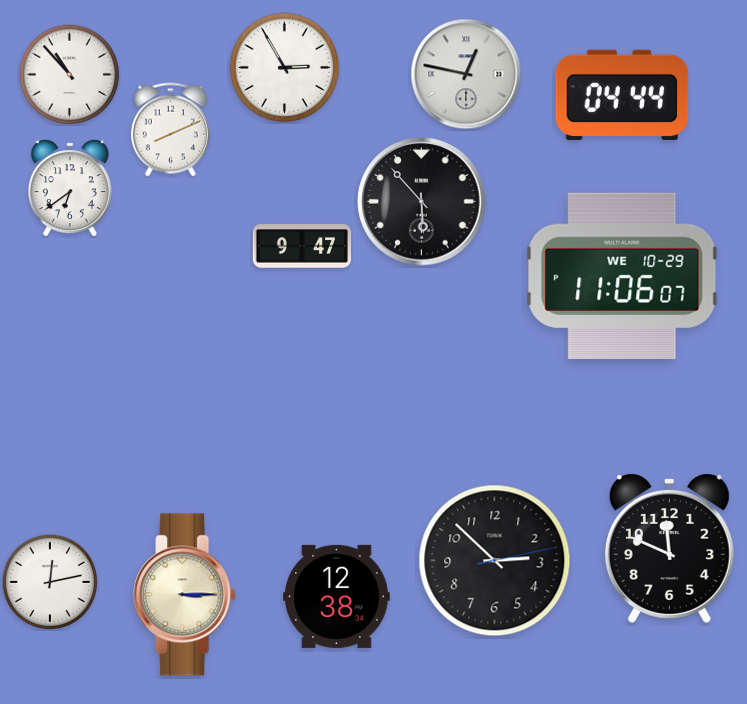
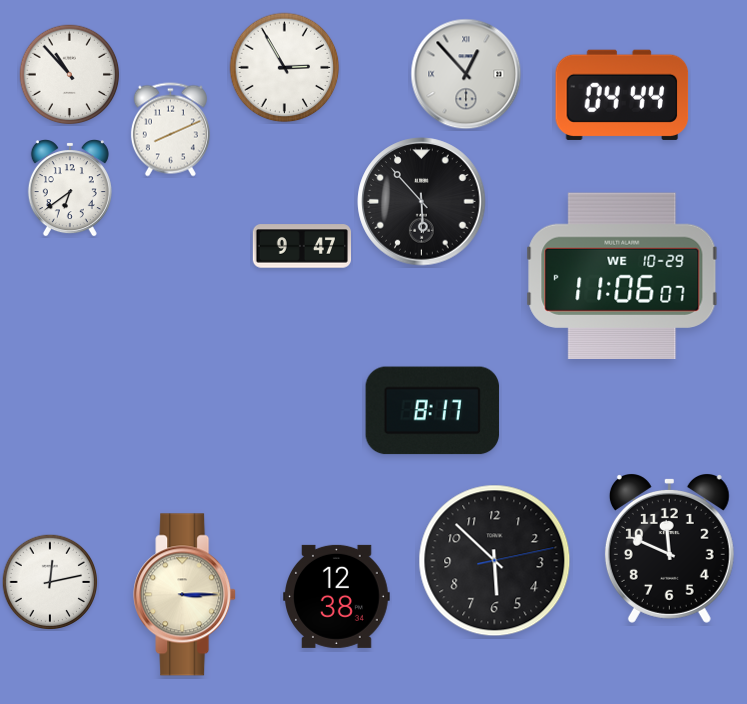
clock at (466, 74): 12:47 -> 12:53
clock at (433, 411): none -> 8:17
clock at (495, 561): 2:52 -> 5:52
